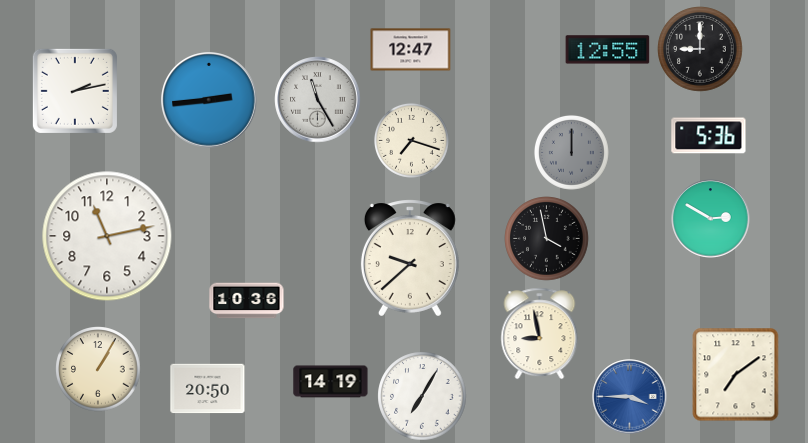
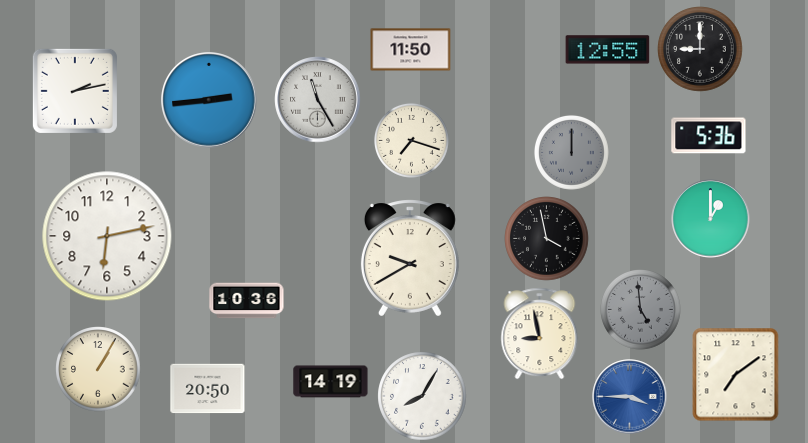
clock at (411, 50): 12:47 -> 11:50
clock at (711, 219): 2:50 -> 1:00
clock at (107, 236): 11:13 -> 6:13
clock at (410, 258): 9:38 -> 9:40
clock at (641, 310): none -> 4:59
clock at (422, 396): 7:05 -> 8:05
